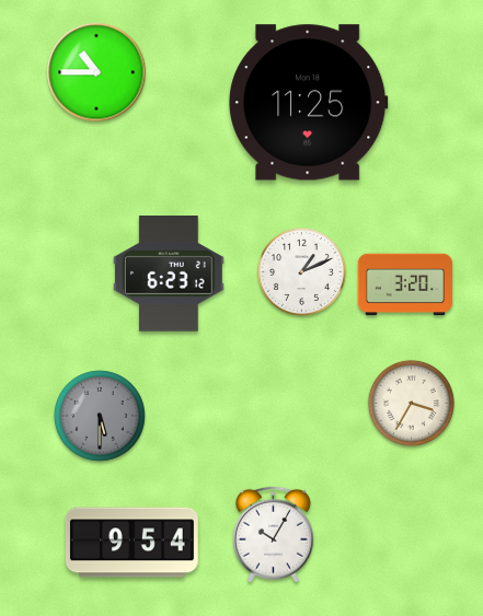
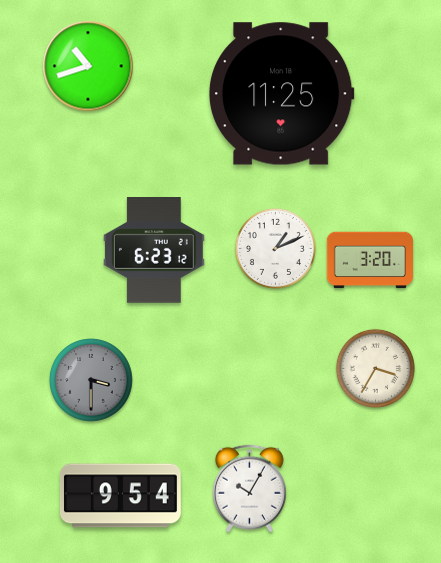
clock at (96, 72): 10:45 -> 10:42
clock at (100, 416): 5:30 -> 3:30
